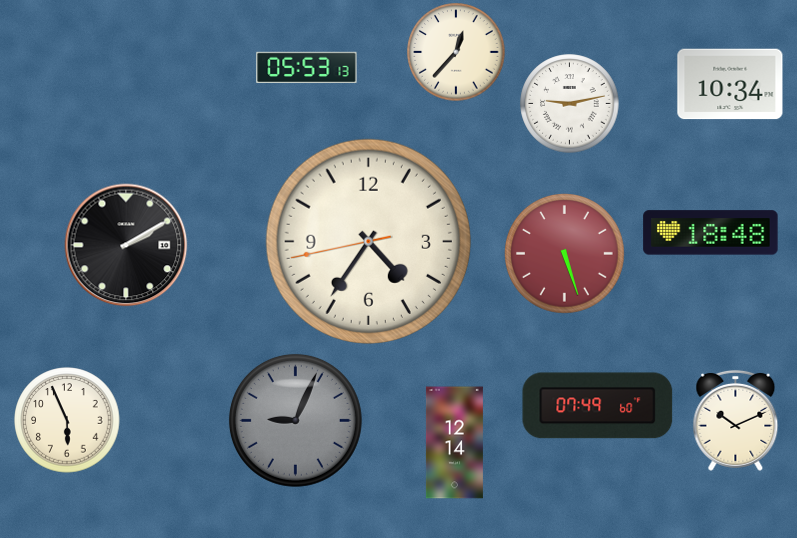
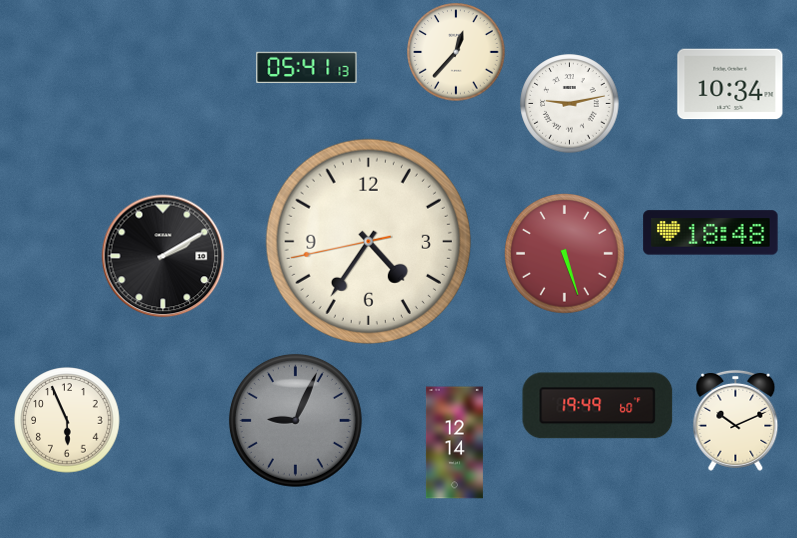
clock at (307, 68): 05:53 -> 05:41
clock at (126, 245) position: (126, 245) -> (163, 256)
clock at (598, 406): 07:49 -> 19:49
